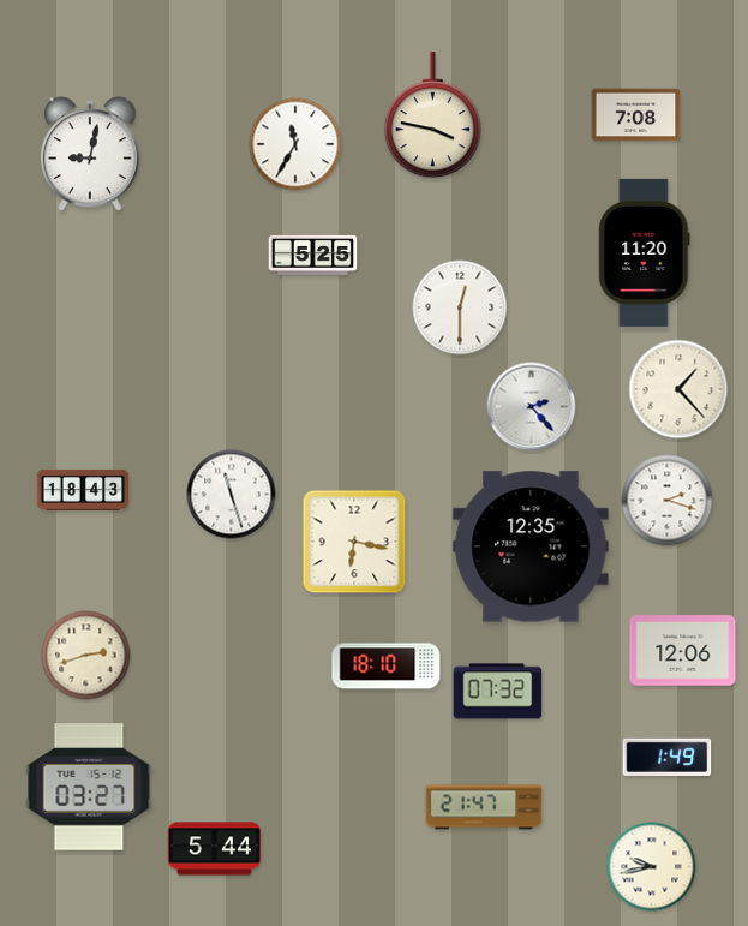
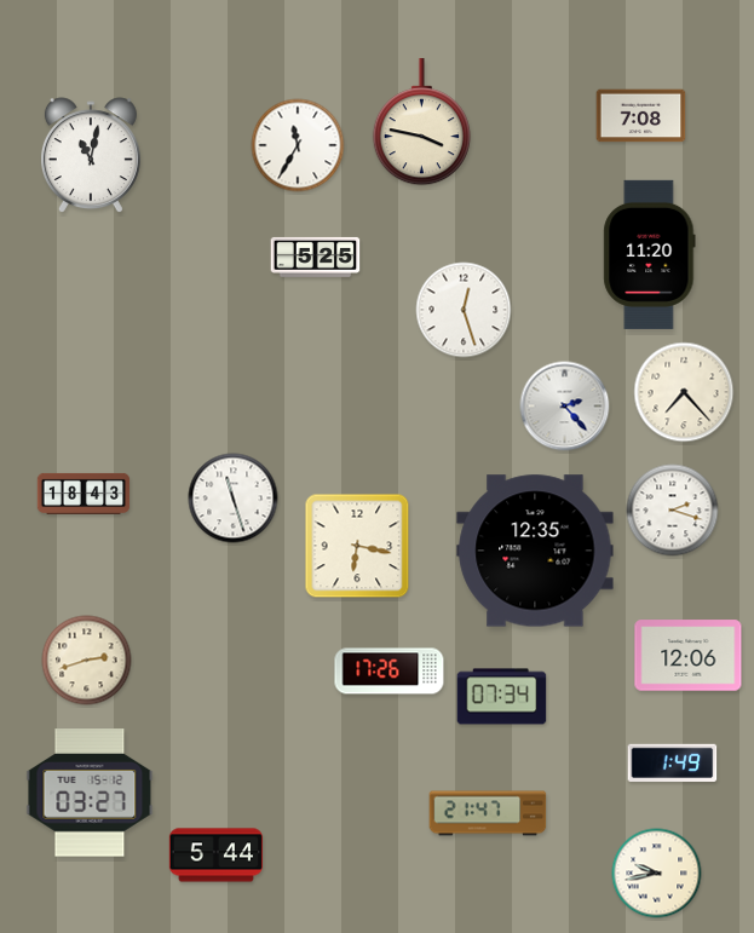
clock at (432, 115) position: (432, 115) -> (421, 122)
clock at (90, 155): 9:02 -> 11:02
clock at (460, 307): 12:30 -> 12:27
clock at (678, 389): 1:23 -> 7:23
clock at (532, 407) position: (532, 407) -> (565, 407)
clock at (668, 501) position: (668, 501) -> (673, 511)
clock at (387, 667): 18:10 -> 17:26
clock at (498, 692): 07:32 -> 07:34
